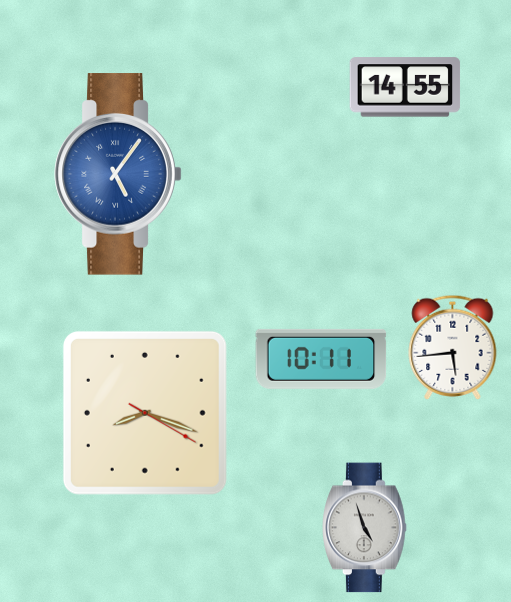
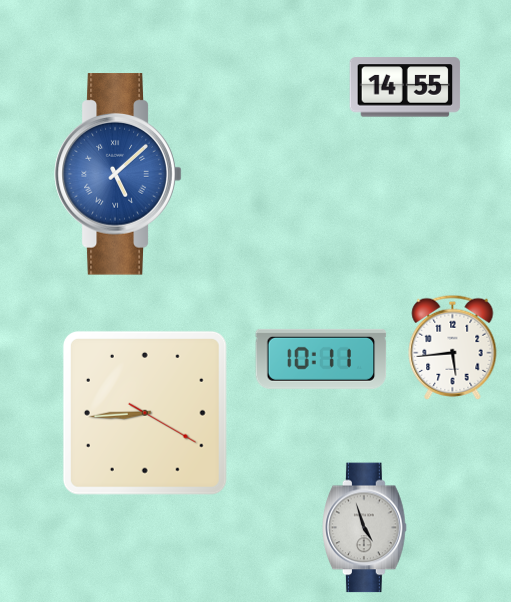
clock at (118, 174): 5:06 -> 5:08
clock at (145, 413): 8:18 -> 8:44
